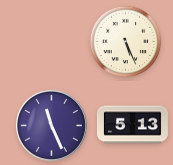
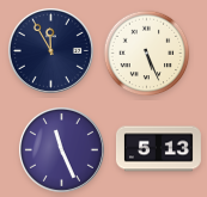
clock at (50, 50): none -> 11:55
clock at (126, 42) position: (126, 42) -> (147, 54)
